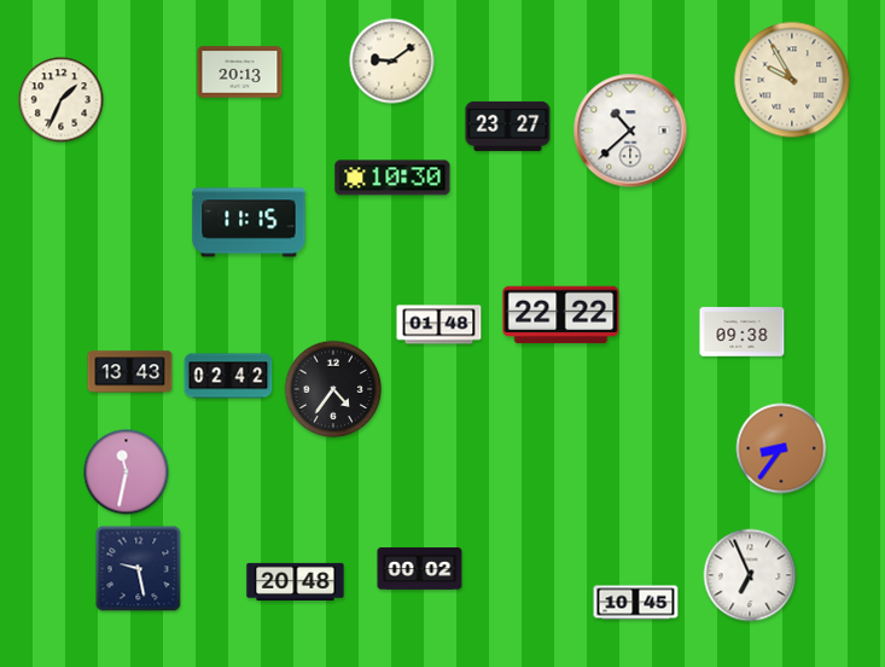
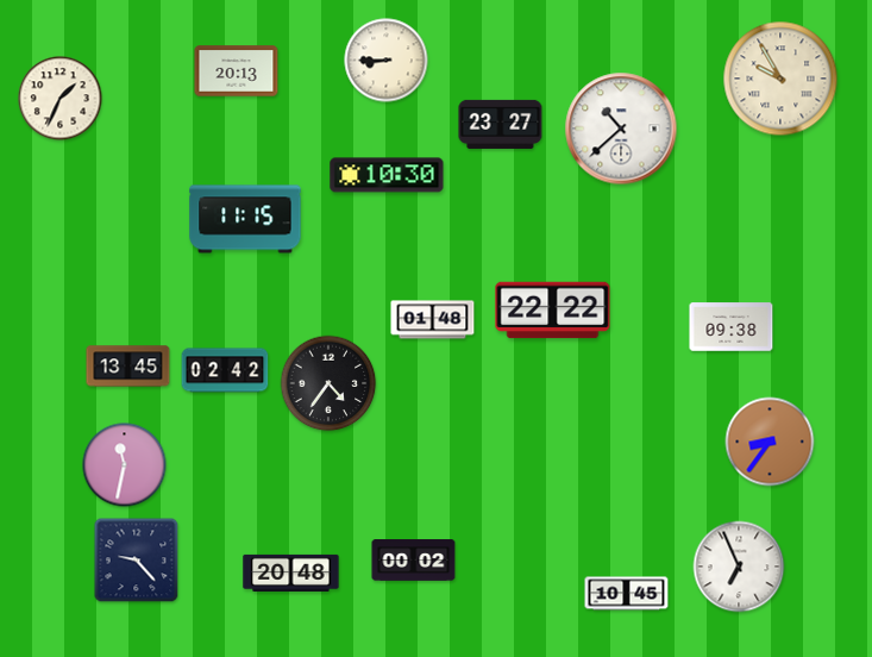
clock at (392, 62): 9:09 -> 8:45
clock at (130, 372): 13:43 -> 13:45
clock at (139, 569): 9:28 -> 9:23
